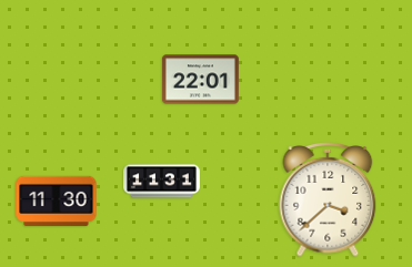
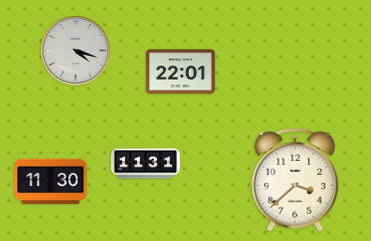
clock at (76, 51): none -> 4:18
